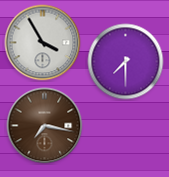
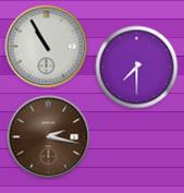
clock at (43, 43): 3:55 -> 10:55
clock at (45, 126): 7:17 -> 2:17
